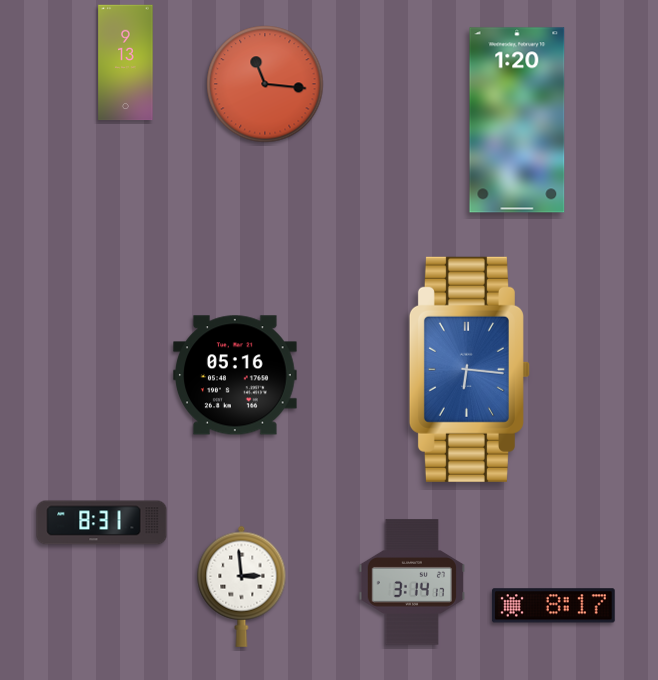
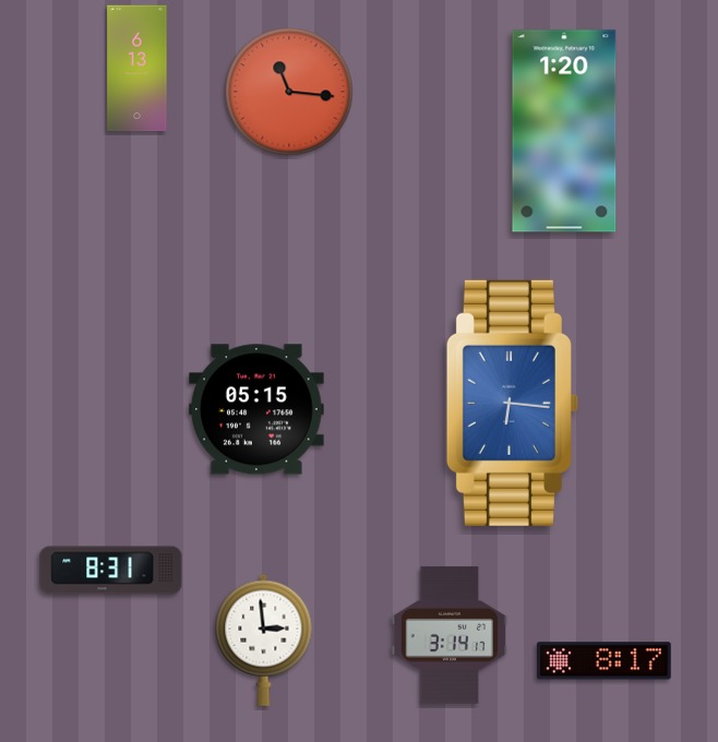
clock at (126, 63): 9:13 -> 6:13
clock at (235, 375): 05:16 -> 05:15
